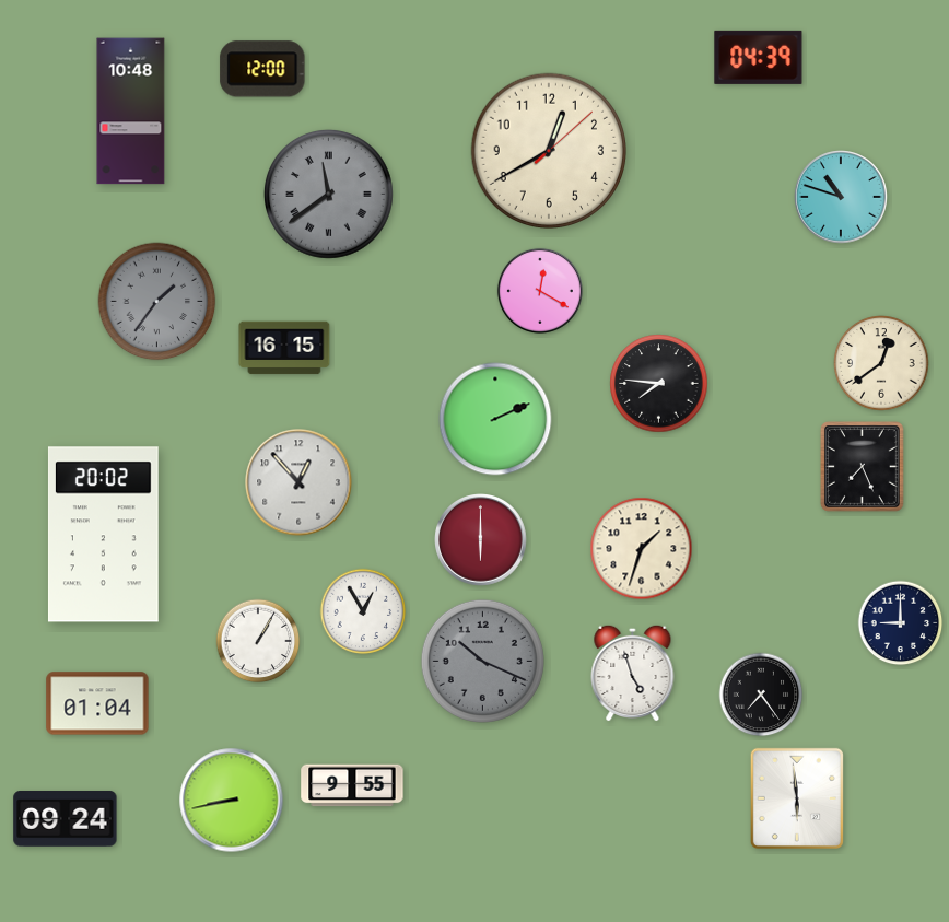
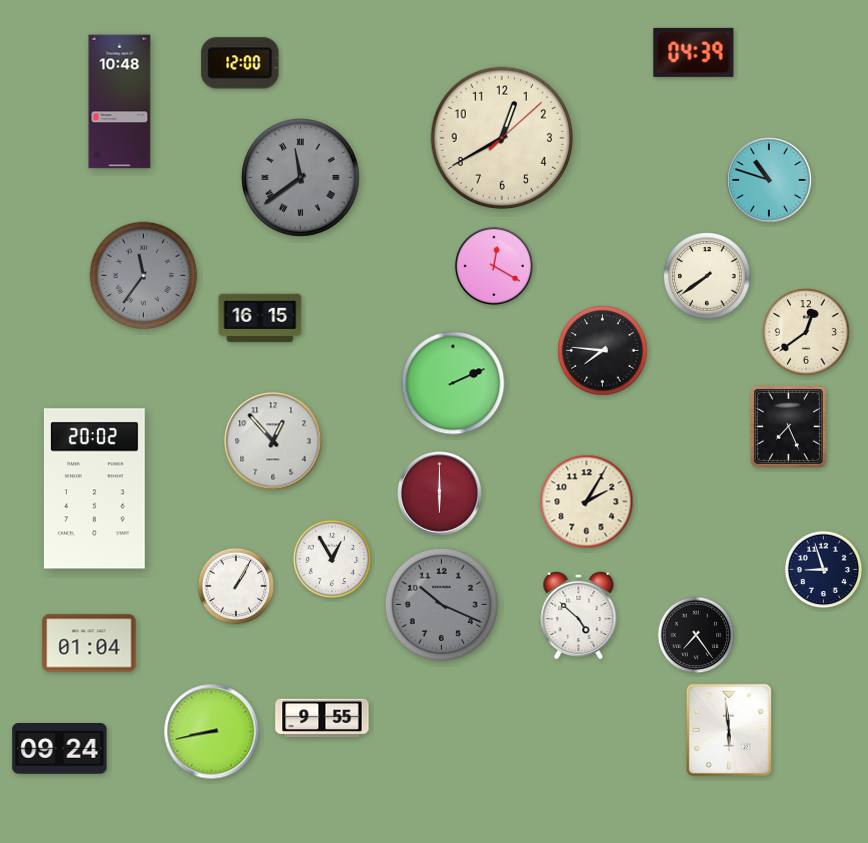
clock at (157, 302): 1:36 -> 11:36
clock at (707, 276): none -> 7:39
clock at (642, 549): 1:33 -> 2:05
clock at (901, 623): 9:00 -> 8:57
clock at (633, 673): 4:57 -> 4:52
